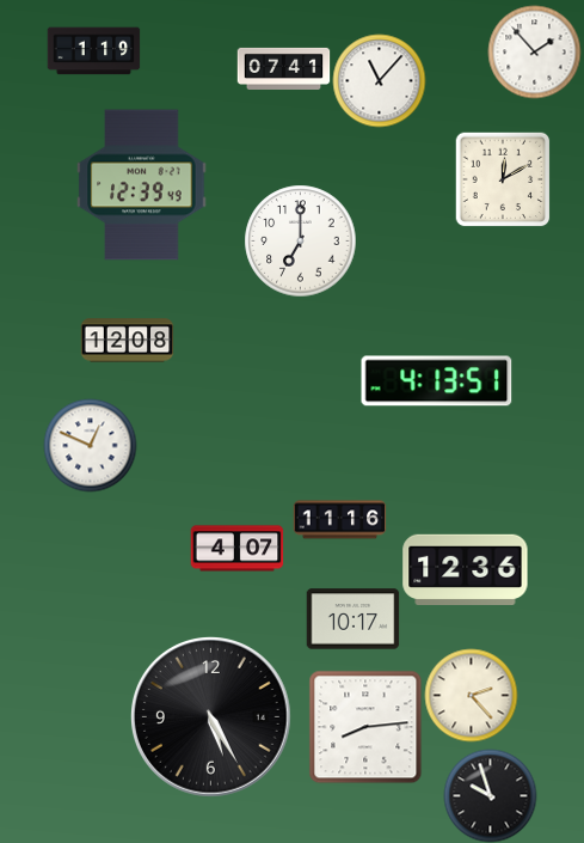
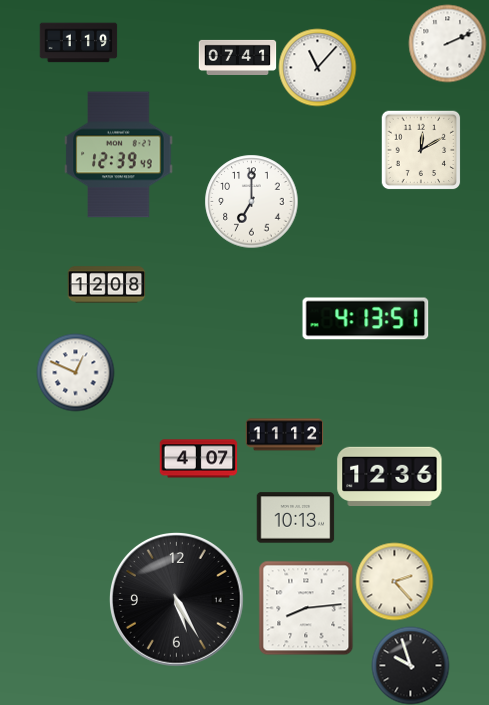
clock at (534, 51): 1:53 -> 2:11
clock at (339, 520): 11:16 -> 11:12
clock at (352, 619): 10:17 -> 10:13
